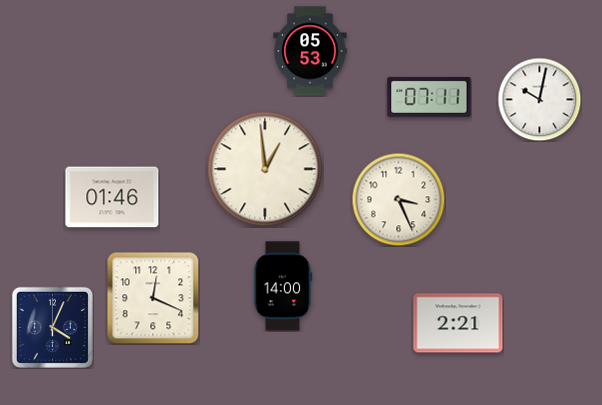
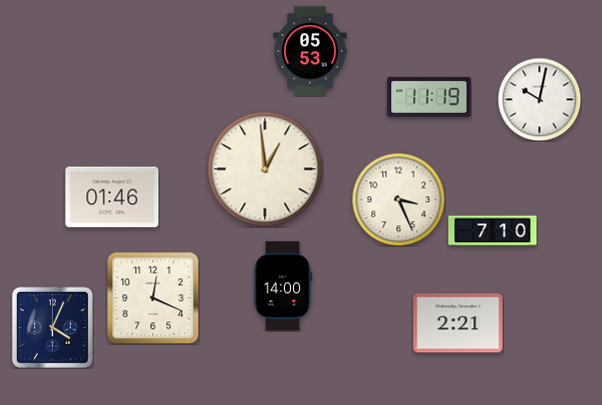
clock at (429, 97): 07:11 -> 11:19
clock at (493, 231): none -> 7:10
